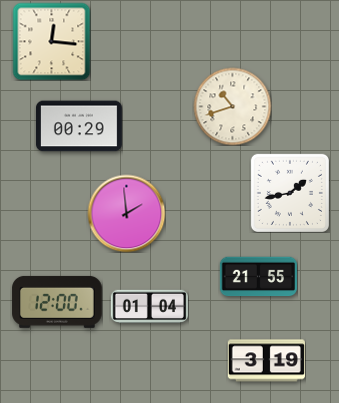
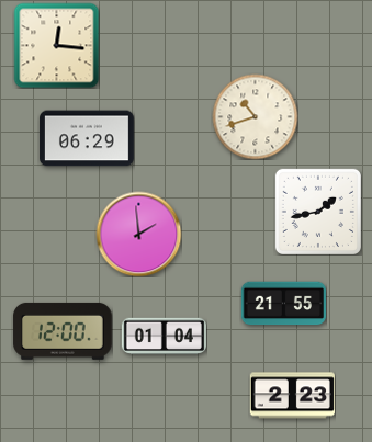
clock at (79, 126): 00:29 -> 06:29
clock at (266, 361): 3:19 -> 2:23
